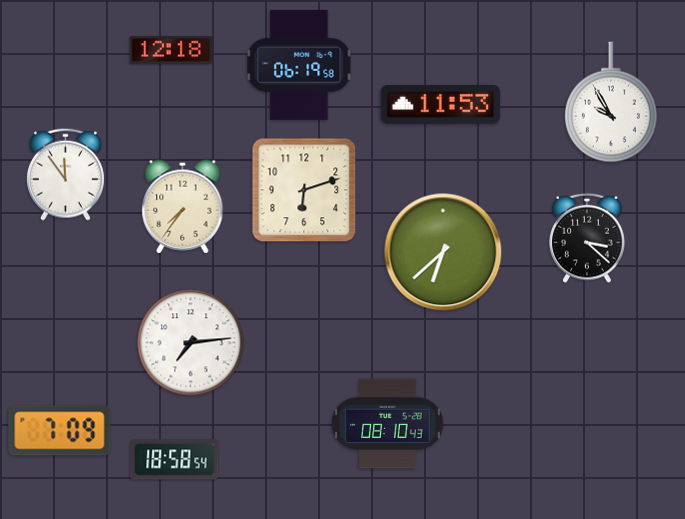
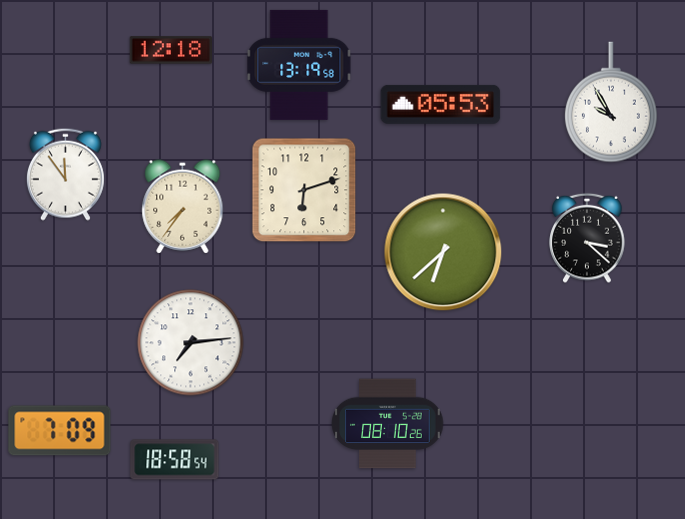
clock at (299, 65): 06:19 -> 13:19
clock at (441, 104): 11:53 -> 05:53
clock at (388, 424): 08:10:43 -> 08:10:26
